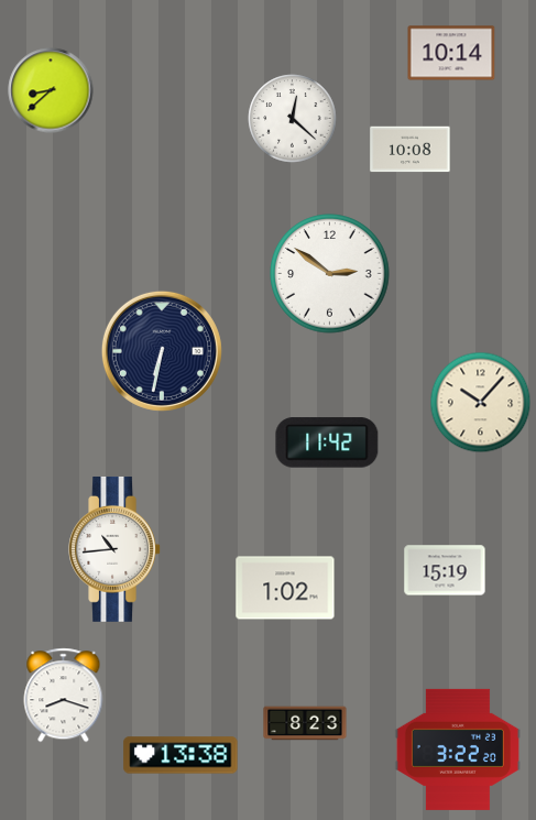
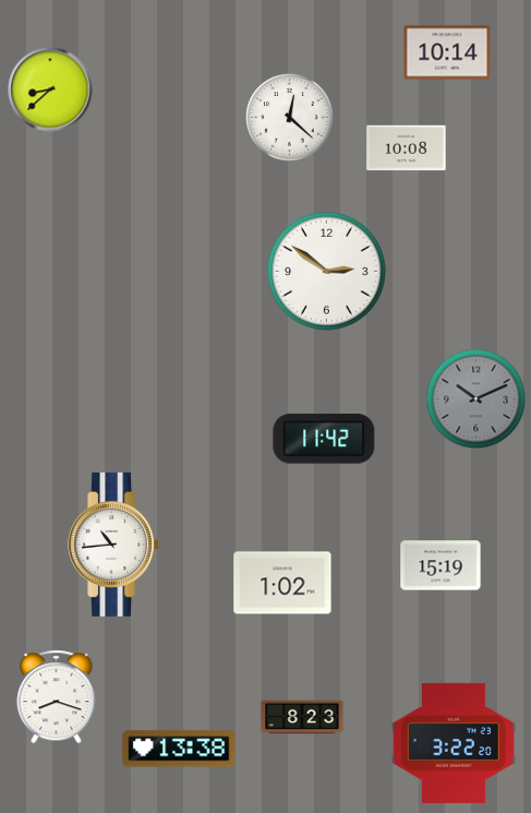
clock at (162, 351): 6:32 -> none
clock at (481, 403): 10:07 -> 10:11
clock at (481, 403) dial: cream -> grey
clock at (64, 696) position: (64, 696) -> (57, 697)
